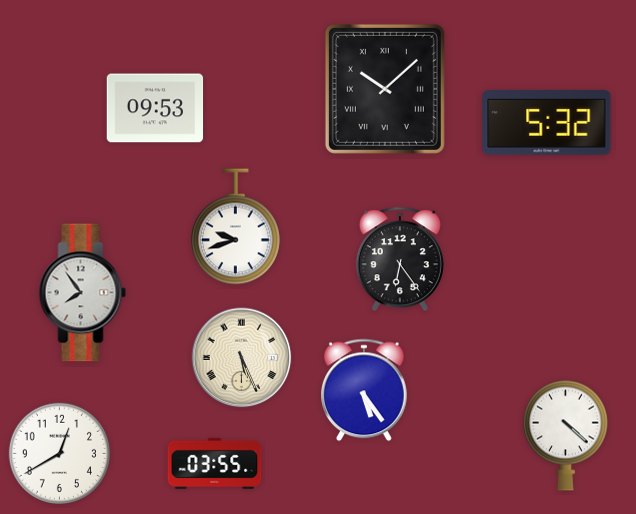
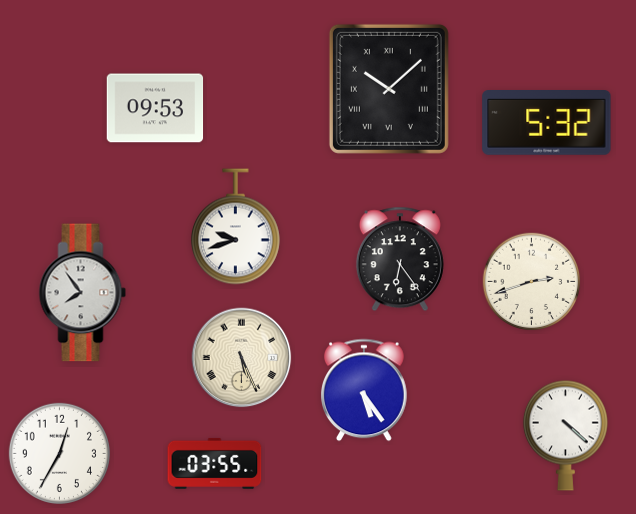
clock at (385, 89) position: (385, 89) -> (389, 89)
clock at (532, 282): none -> 2:42
clock at (59, 453): 12:40 -> 12:35
